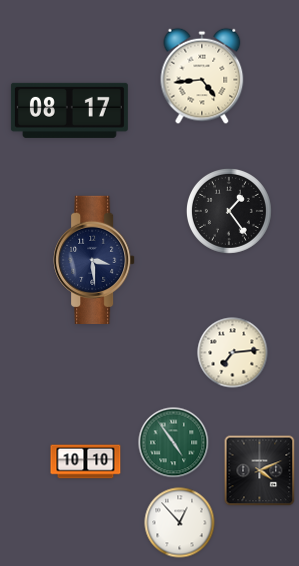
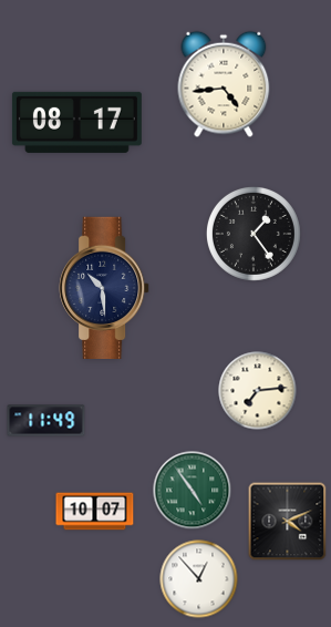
clock at (94, 259): 3:29 -> 10:29
clock at (46, 421): none -> 11:49
clock at (86, 462): 10:10 -> 10:07
